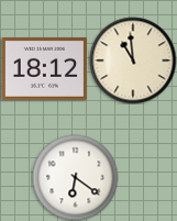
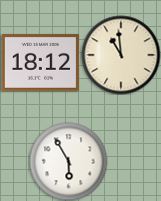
clock at (75, 177): 6:21 -> 5:55
